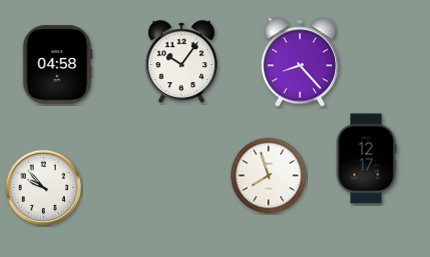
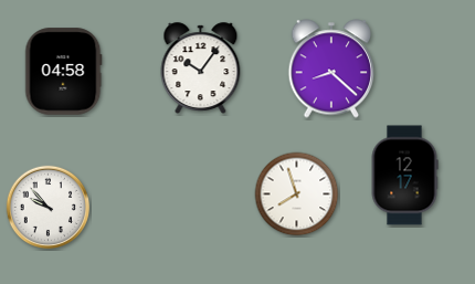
clock at (300, 62): 8:23 -> 8:22
